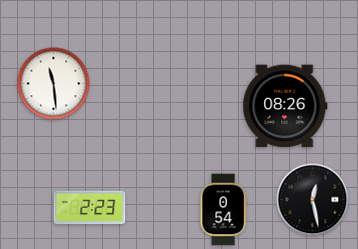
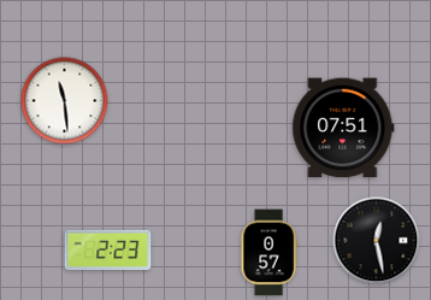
clock at (285, 106): 08:26 -> 07:51
clock at (223, 210): 0:54 -> 0:57
